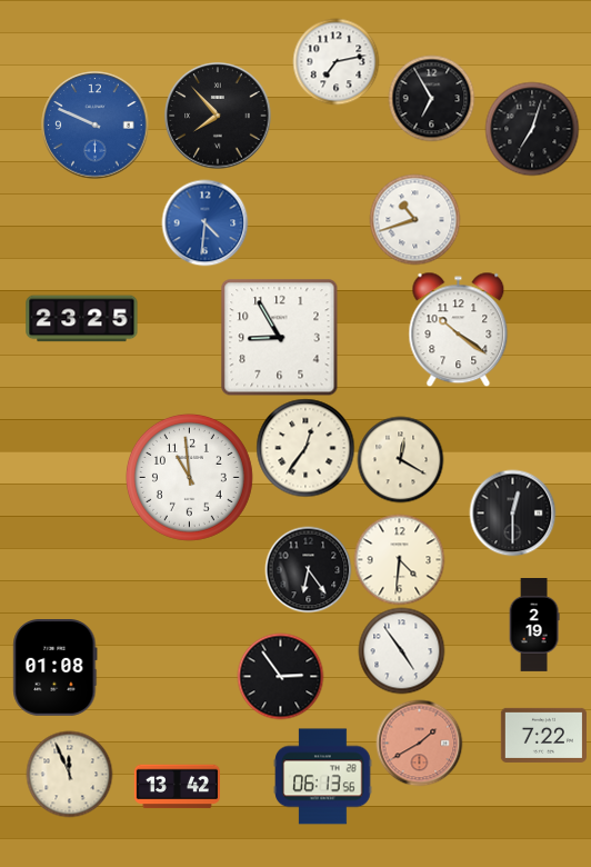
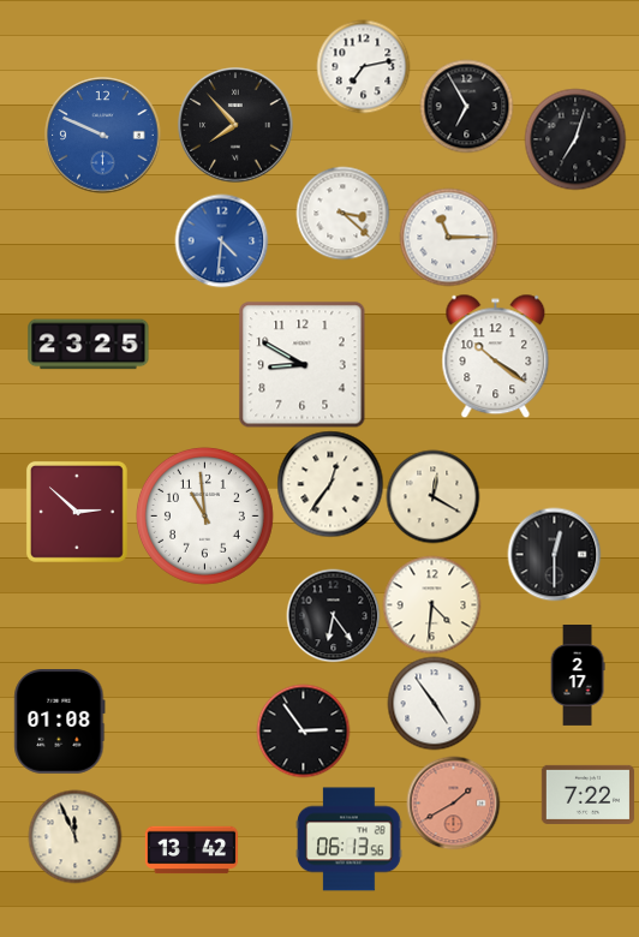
clock at (342, 213): none -> 3:22
clock at (414, 219): 10:42 -> 11:15
clock at (280, 338): 8:55 -> 8:50
clock at (77, 512): none -> 2:52
clock at (534, 626): 2:19 -> 2:17
